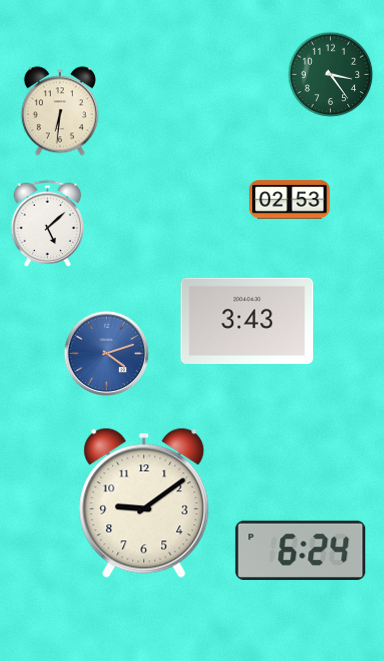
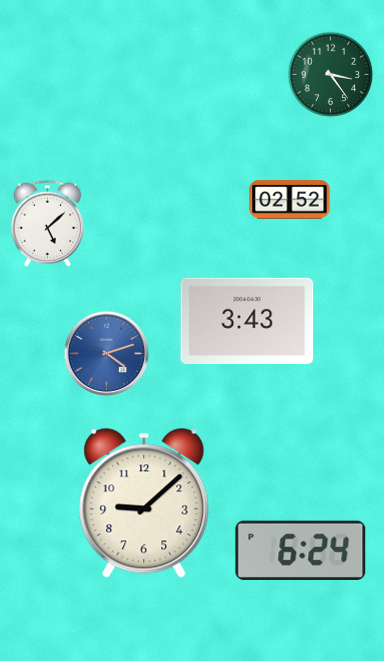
clock at (60, 111): 6:31 -> none
clock at (290, 200): 02:53 -> 02:52
clock at (144, 503): 9:09 -> 9:08
